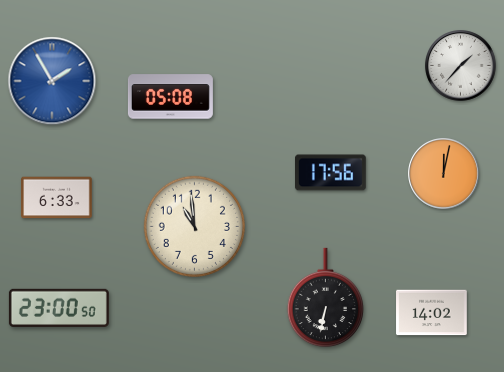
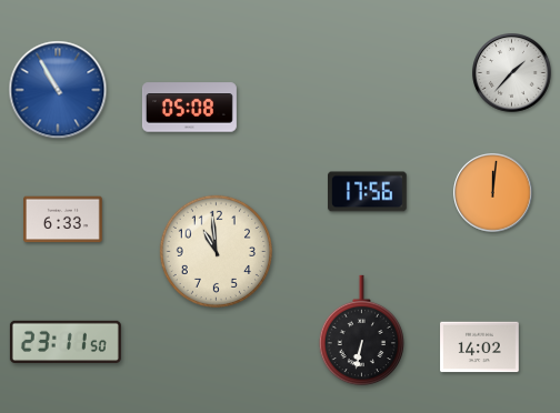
clock at (52, 81): 1:55 -> 10:55
clock at (444, 174): 12:02 -> 12:01
clock at (59, 308): 23:00 -> 23:11
